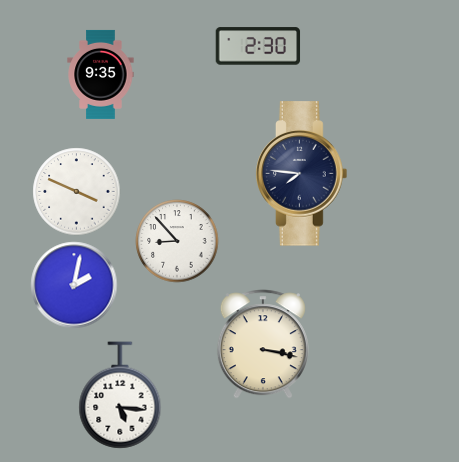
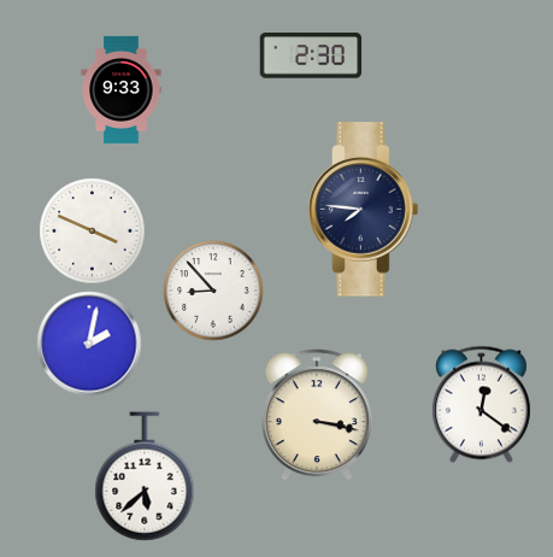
clock at (101, 74): 9:35 -> 9:33
clock at (481, 405): none -> 12:21
clock at (120, 395): 5:16 -> 5:38
